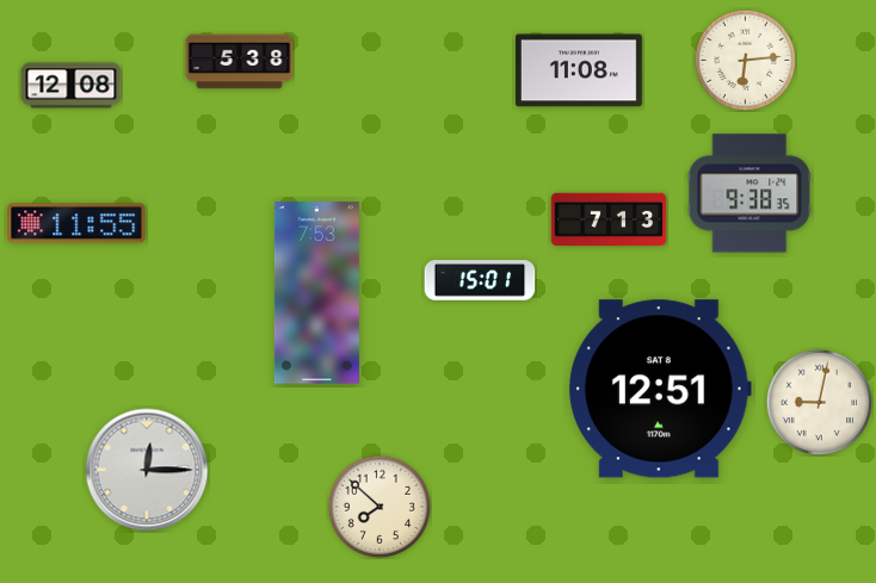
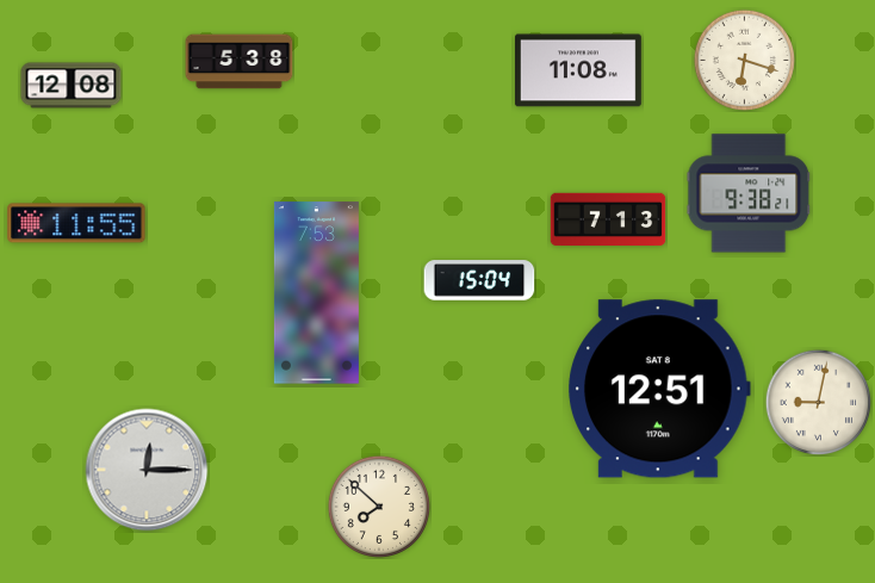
clock at (745, 60): 6:14 -> 6:18
clock at (749, 193): 9:38:35 -> 9:38:21
clock at (480, 280): 15:01 -> 15:04
